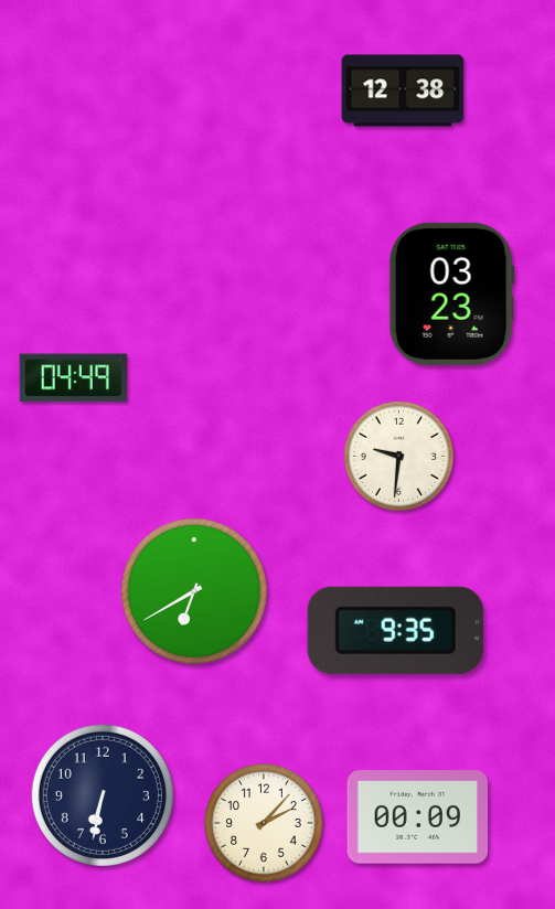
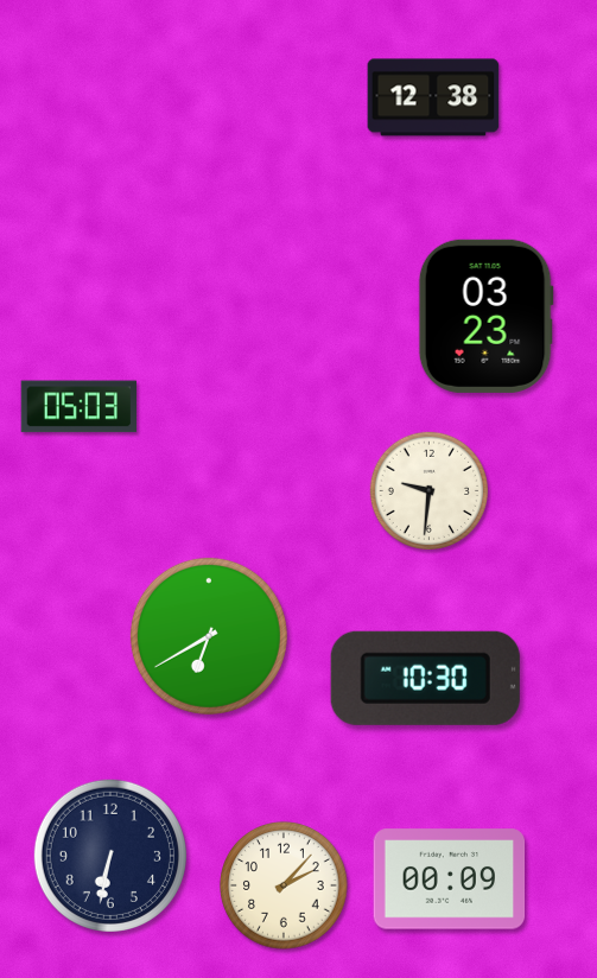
clock at (73, 378): 04:49 -> 05:03
clock at (395, 630): 9:35 -> 10:30
